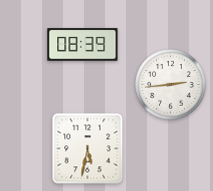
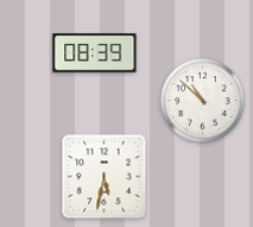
clock at (83, 45) position: (83, 45) -> (95, 53)
clock at (171, 85): 2:44 -> 10:52
